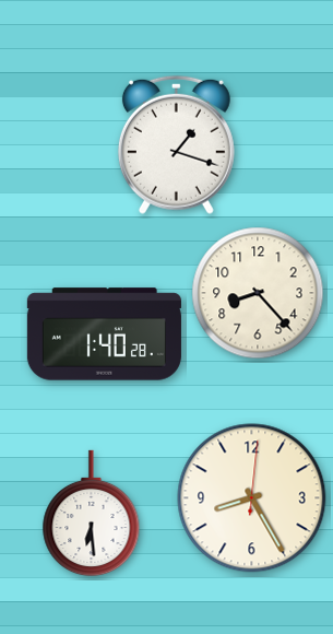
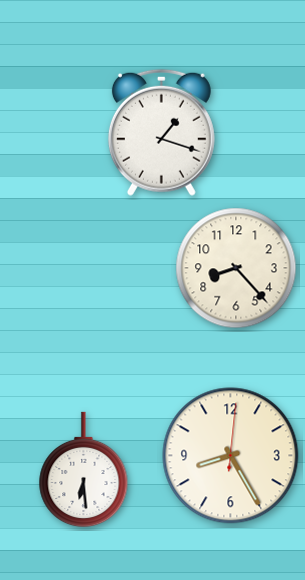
clock at (104, 334): 1:40 -> none
